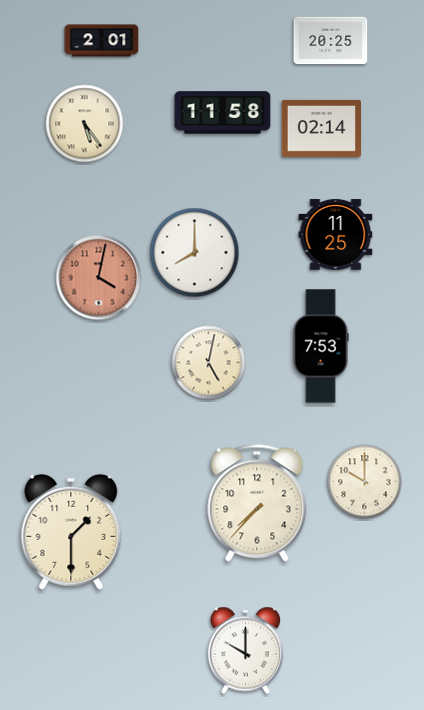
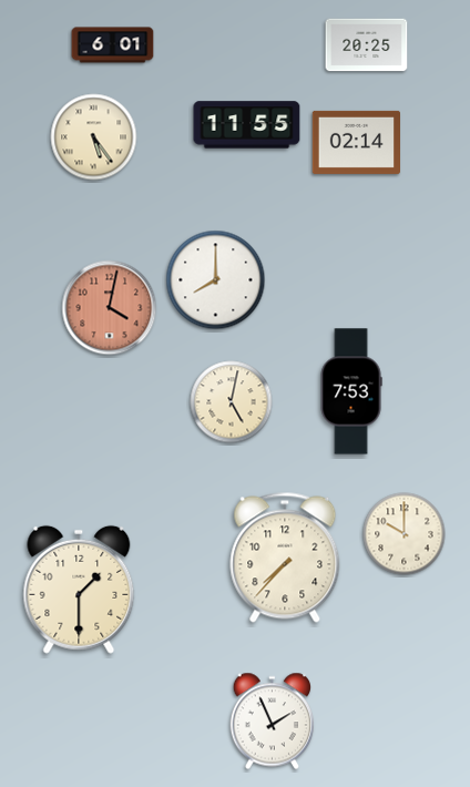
clock at (102, 41): 2:01 -> 6:01
clock at (223, 113): 11:58 -> 11:55
clock at (336, 235): 11:25 -> none
clock at (321, 346) position: (321, 346) -> (351, 391)
clock at (246, 651): 10:00 -> 1:56
